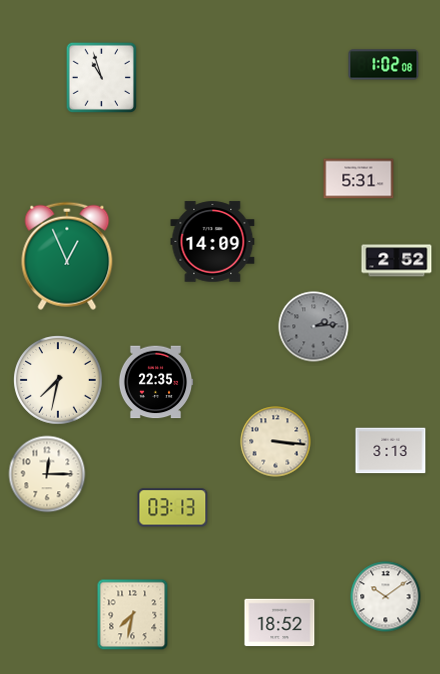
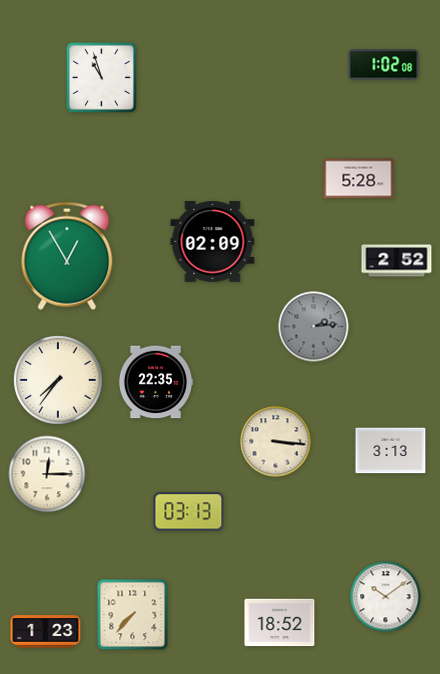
clock at (359, 179): 5:31 -> 5:28
clock at (213, 242): 14:09 -> 02:09
clock at (67, 256): 12:56 -> 12:55
clock at (58, 380): 7:32 -> 7:36
clock at (173, 508) position: (173, 508) -> (189, 512)
clock at (133, 615): 7:32 -> 7:37
clock at (46, 632): none -> 1:23
